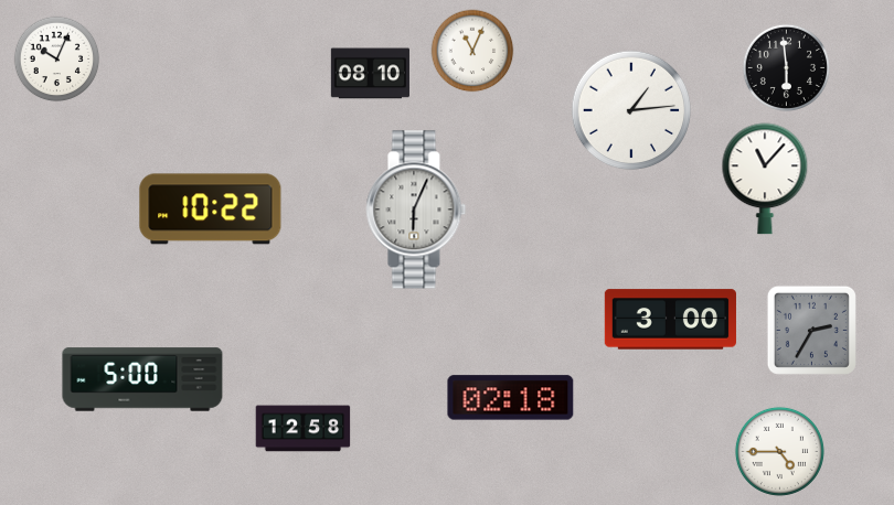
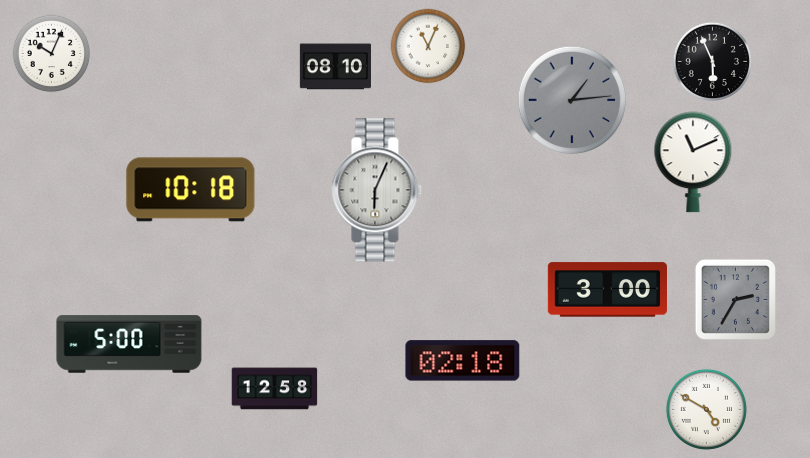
clock at (786, 67): 5:59 -> 5:56
clock at (631, 110) dial: white -> grey
clock at (765, 179): 11:07 -> 11:11
clock at (211, 209): 10:22 -> 10:18
clock at (779, 451): 4:45 -> 4:50
